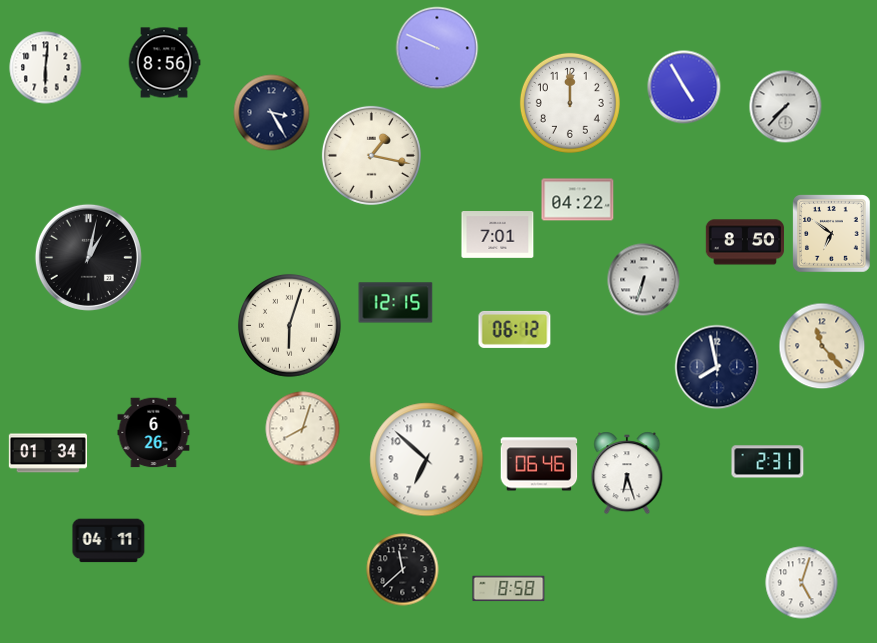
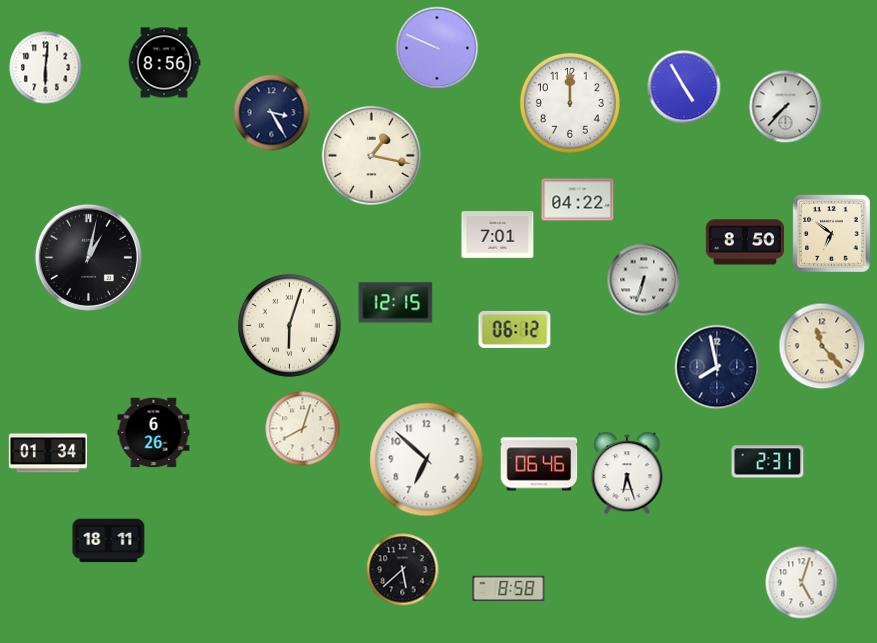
clock at (109, 541): 04:11 -> 18:11
clock at (403, 570): 11:38 -> 5:38
